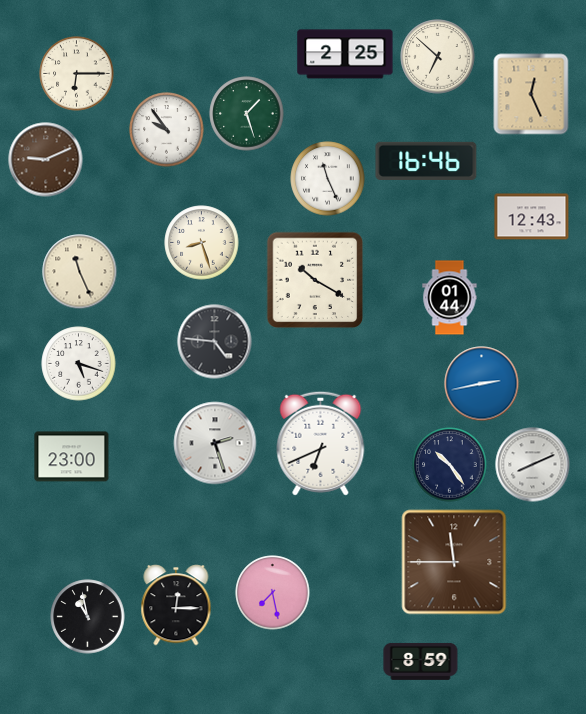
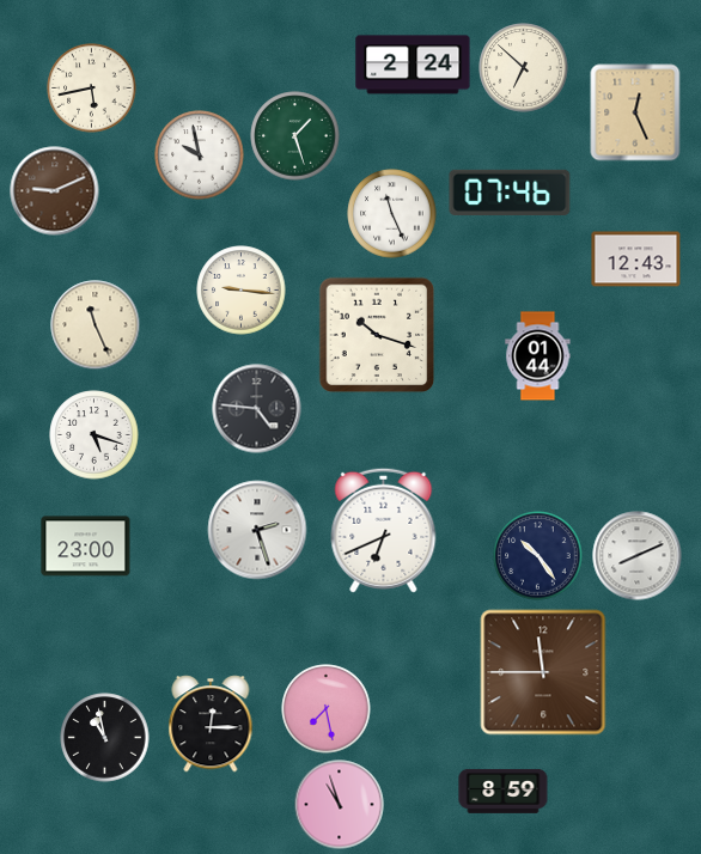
clock at (345, 54): 2:25 -> 2:24
clock at (77, 74): 6:15 -> 5:43
clock at (167, 130): 9:54 -> 9:58
clock at (426, 161): 16:46 -> 07:46
clock at (202, 243): 8:27 -> 9:16
clock at (315, 280): 10:20 -> 10:18
clock at (482, 384): 2:43 -> none
clock at (340, 805): none -> 10:57
